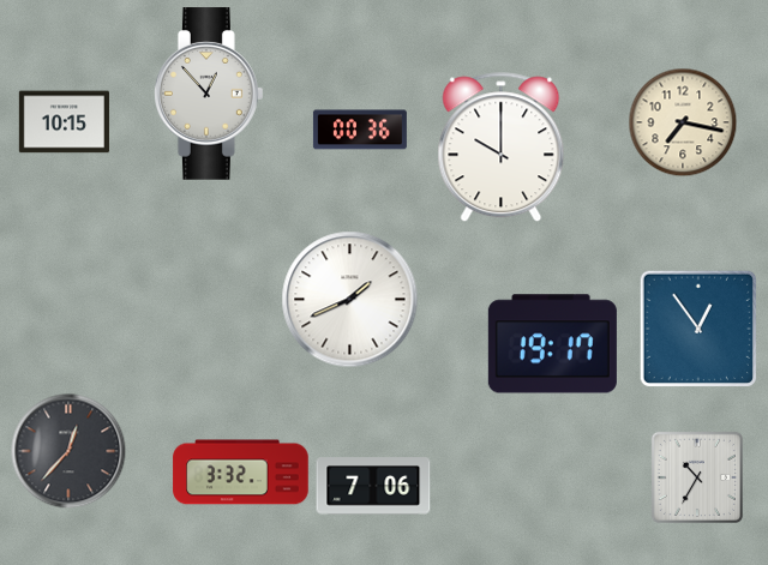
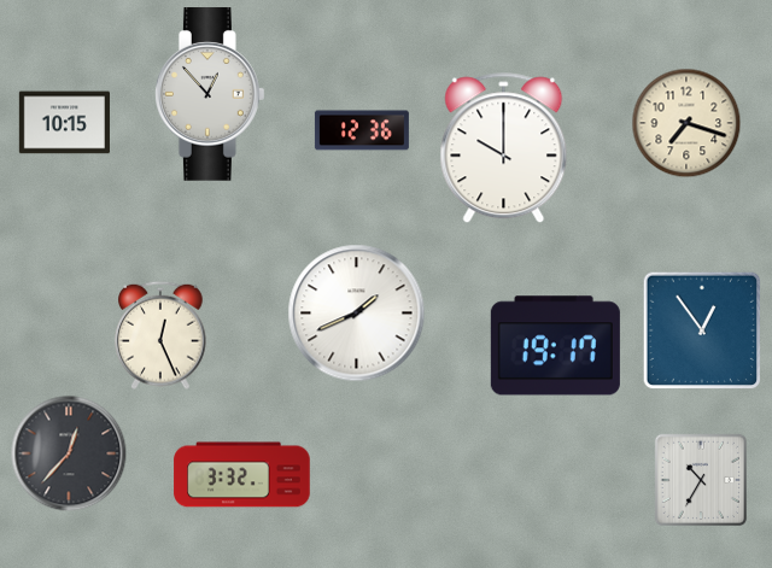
clock at (683, 122): 7:17 -> 7:18
clock at (360, 130): 00:36 -> 12:36
clock at (350, 300) position: (350, 300) -> (357, 314)
clock at (162, 335): none -> 12:26
clock at (373, 486): 7:06 -> none
